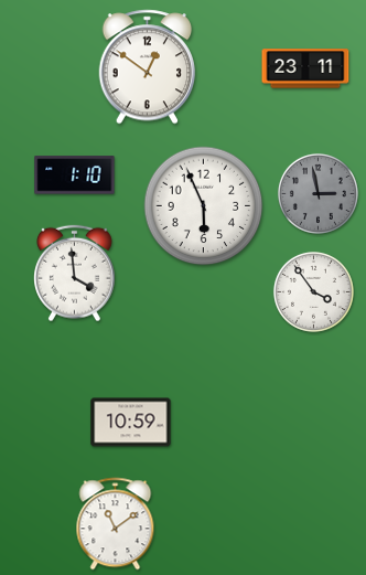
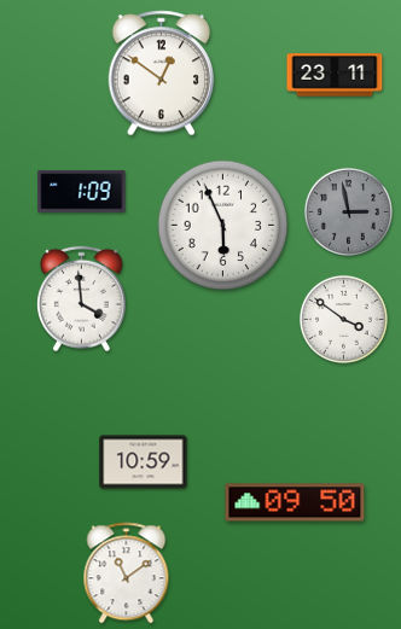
clock at (75, 175): 1:10 -> 1:09
clock at (313, 291): 3:54 -> 3:51
clock at (295, 502): none -> 09:50
